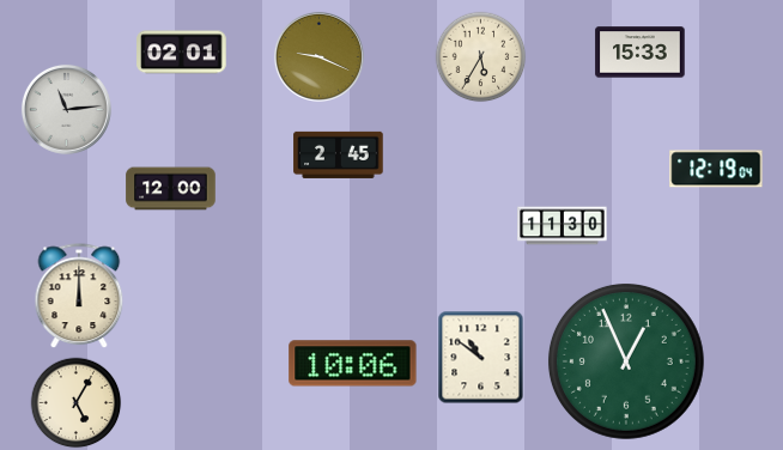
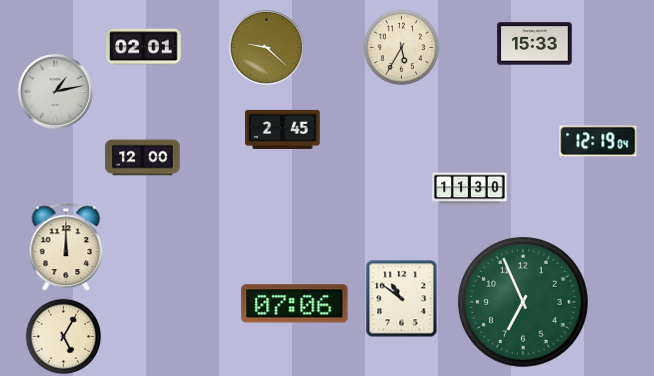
clock at (182, 53) position: (182, 53) -> (144, 47)
clock at (318, 56): 9:19 -> 9:22
clock at (66, 109): 11:14 -> 1:13
clock at (626, 361): 12:56 -> 6:56
clock at (353, 364): 10:06 -> 07:06
